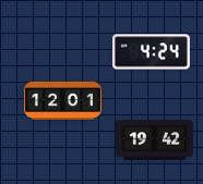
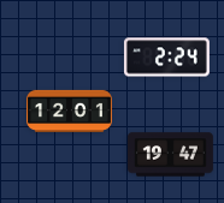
clock at (151, 52): 4:24 -> 2:24
clock at (154, 140): 19:42 -> 19:47
